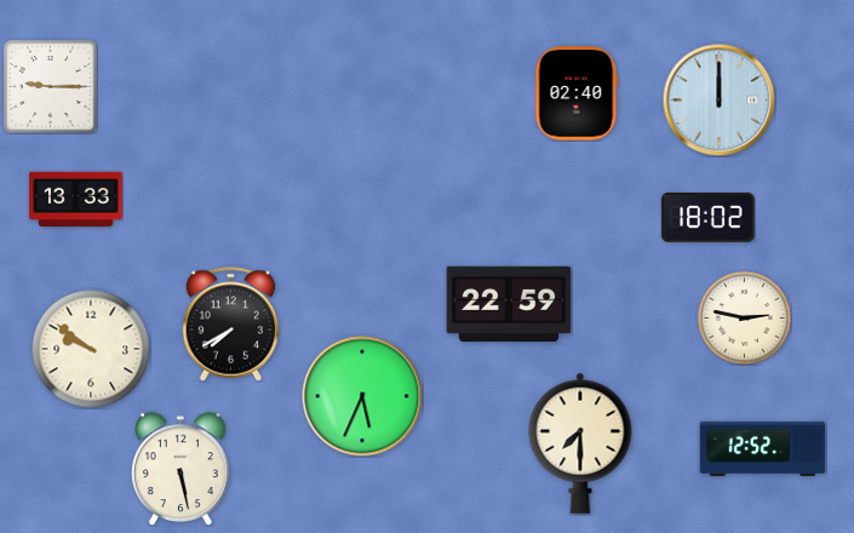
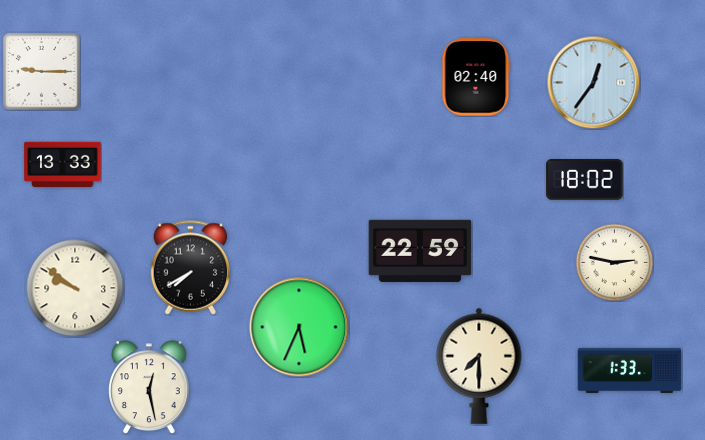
clock at (718, 99): 12:00 -> 12:36
clock at (763, 448): 12:52 -> 1:33
clock at (180, 469): 5:28 -> 12:28
